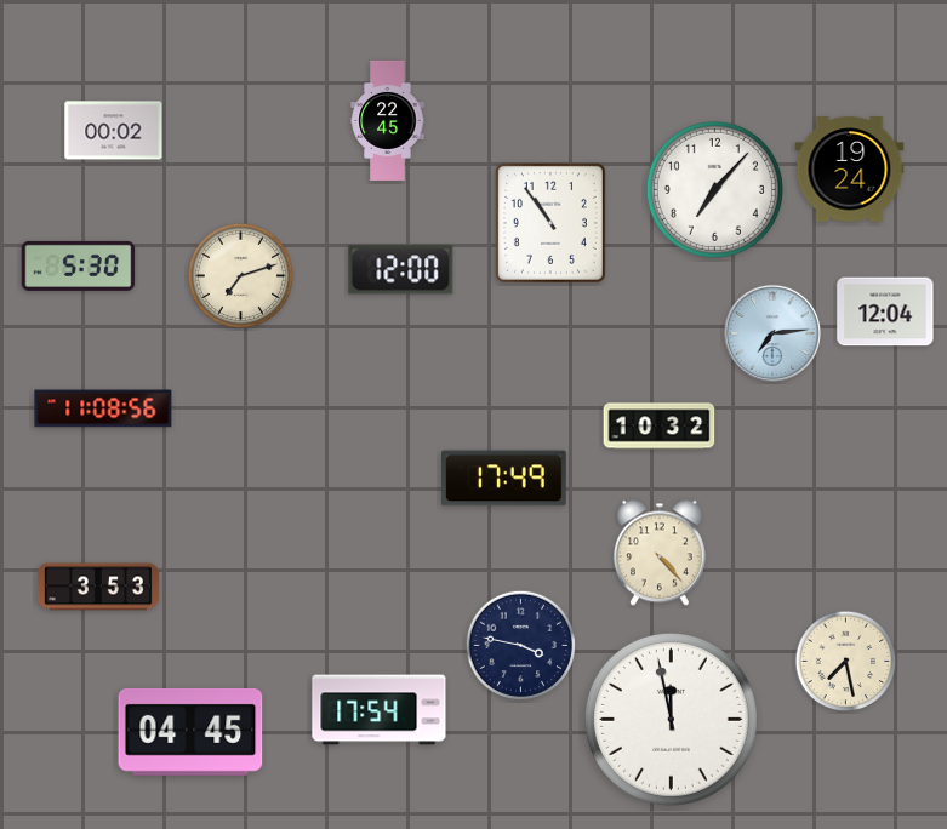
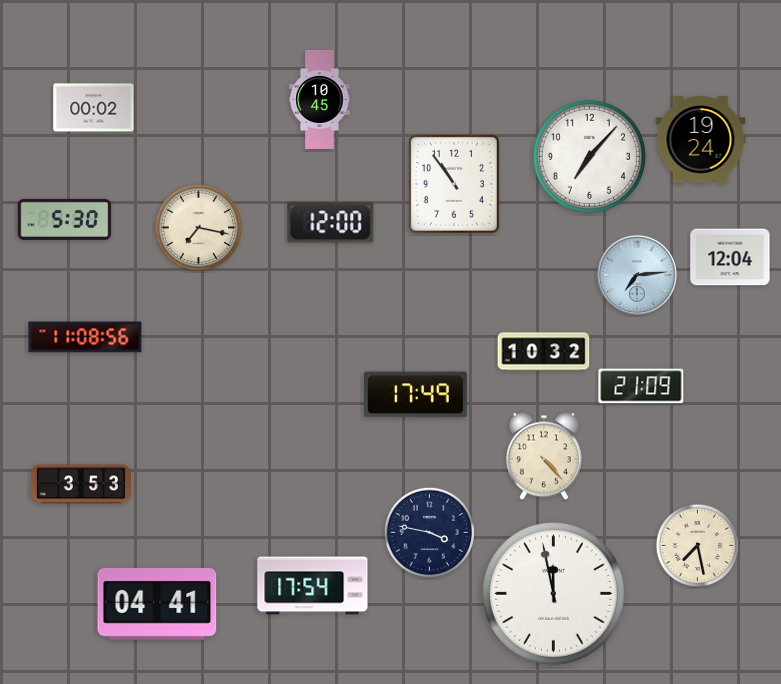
clock at (388, 120): 22:45 -> 10:45
clock at (241, 276): 7:12 -> 7:17
clock at (641, 386): none -> 21:09
clock at (190, 732): 04:45 -> 04:41
